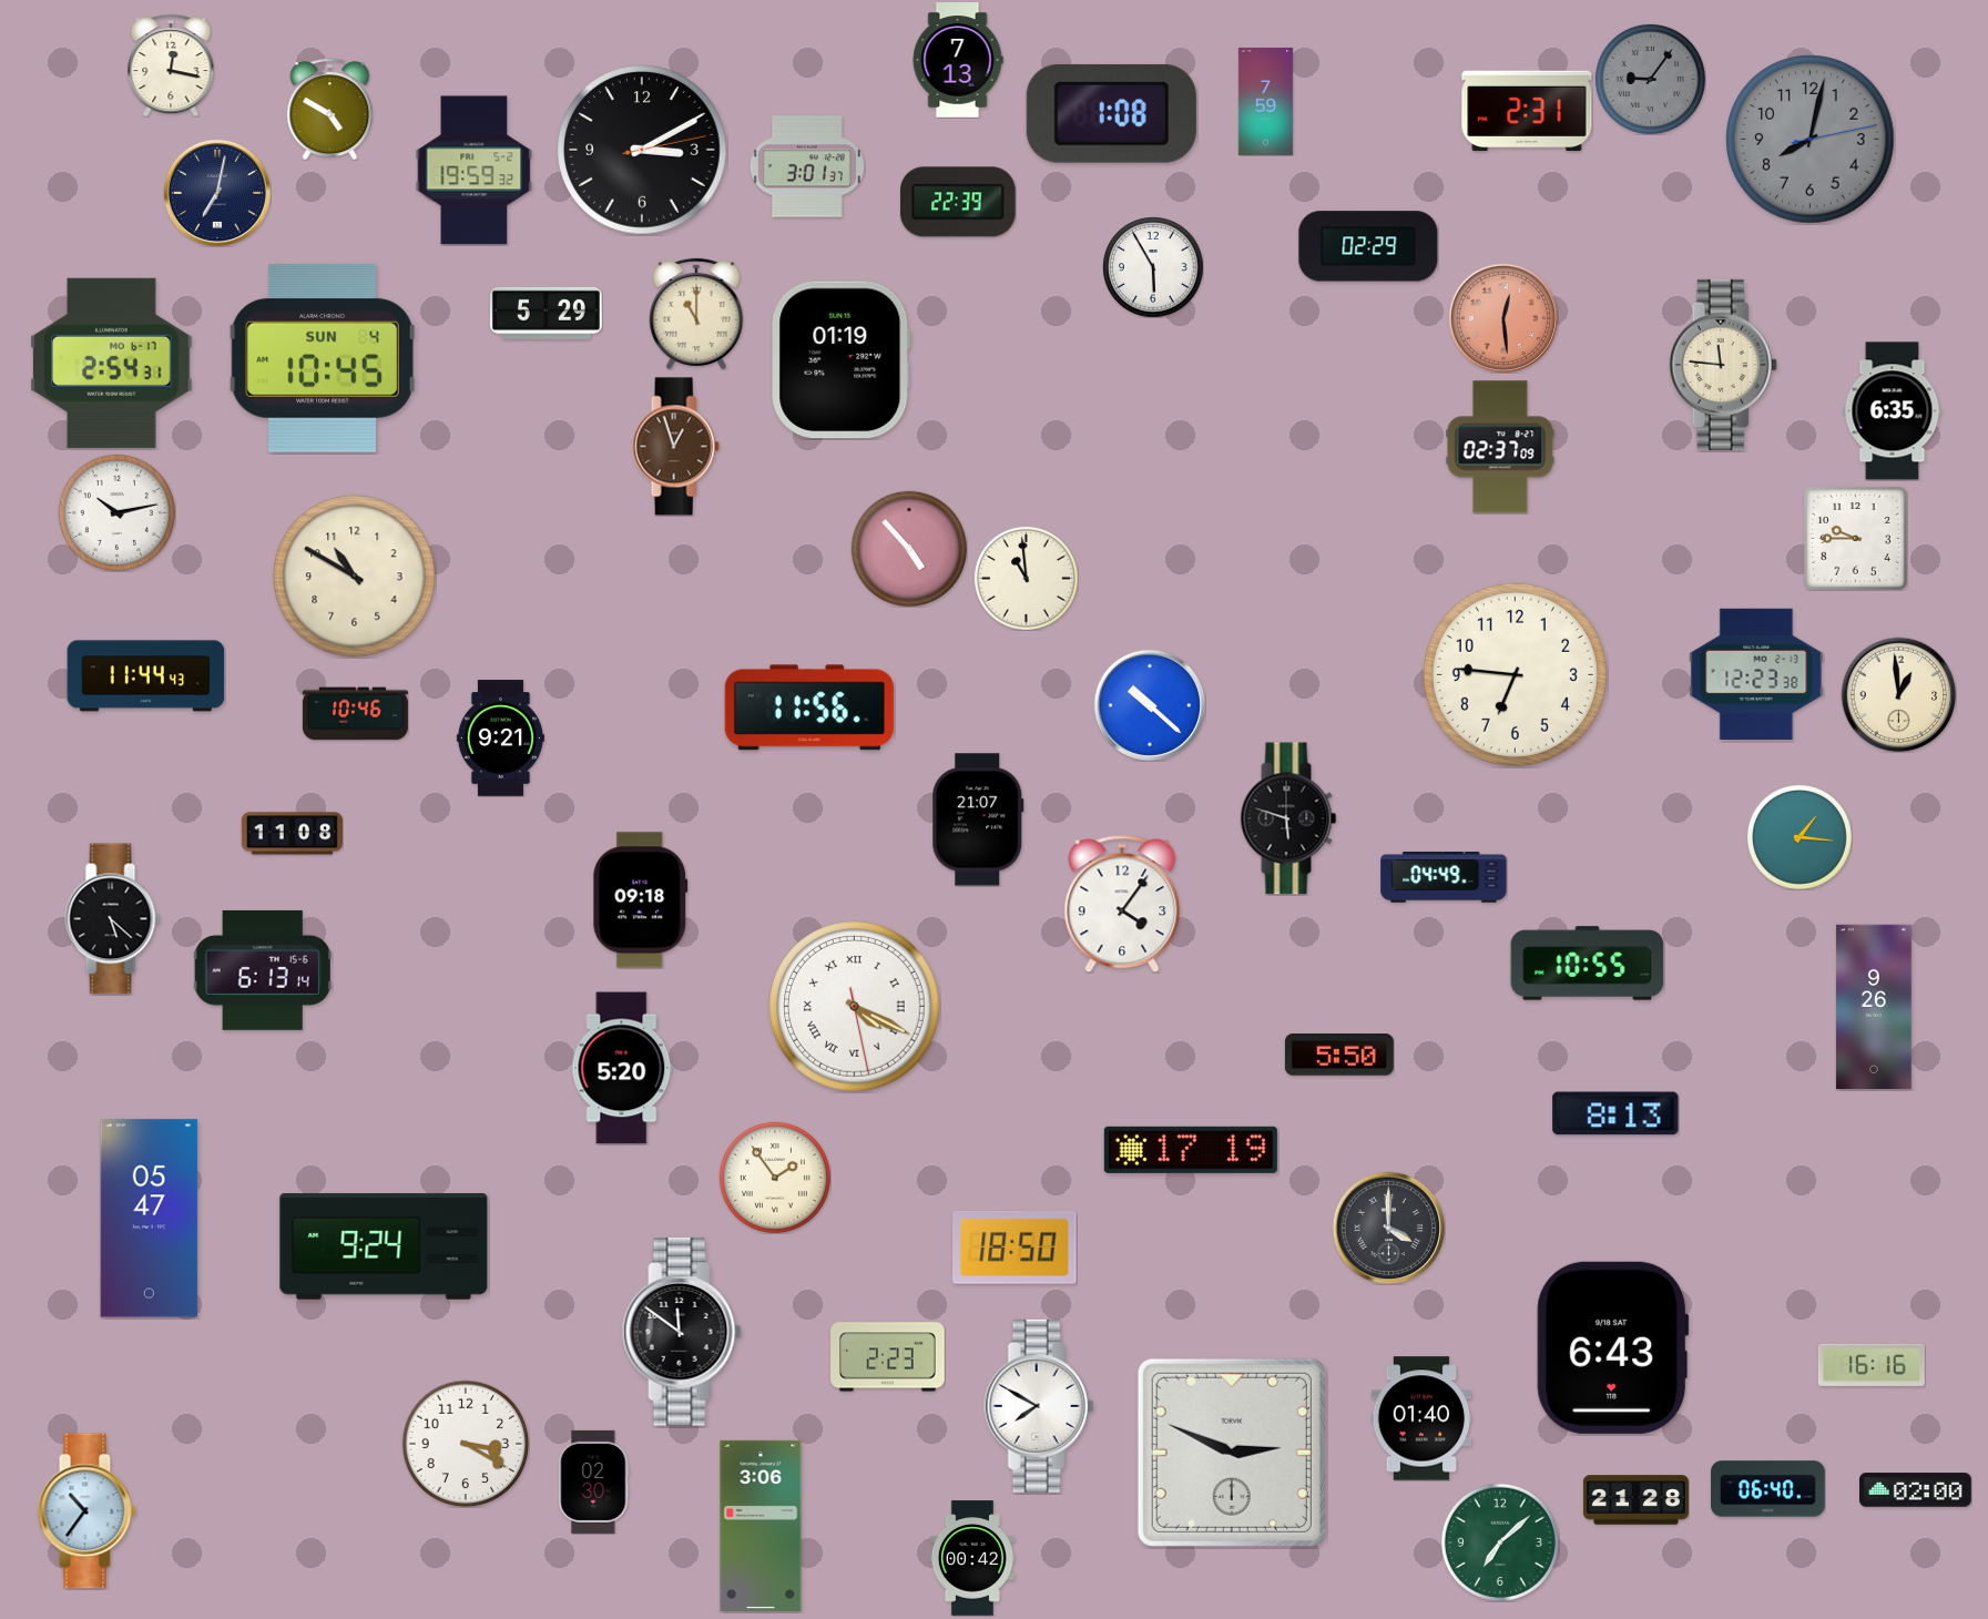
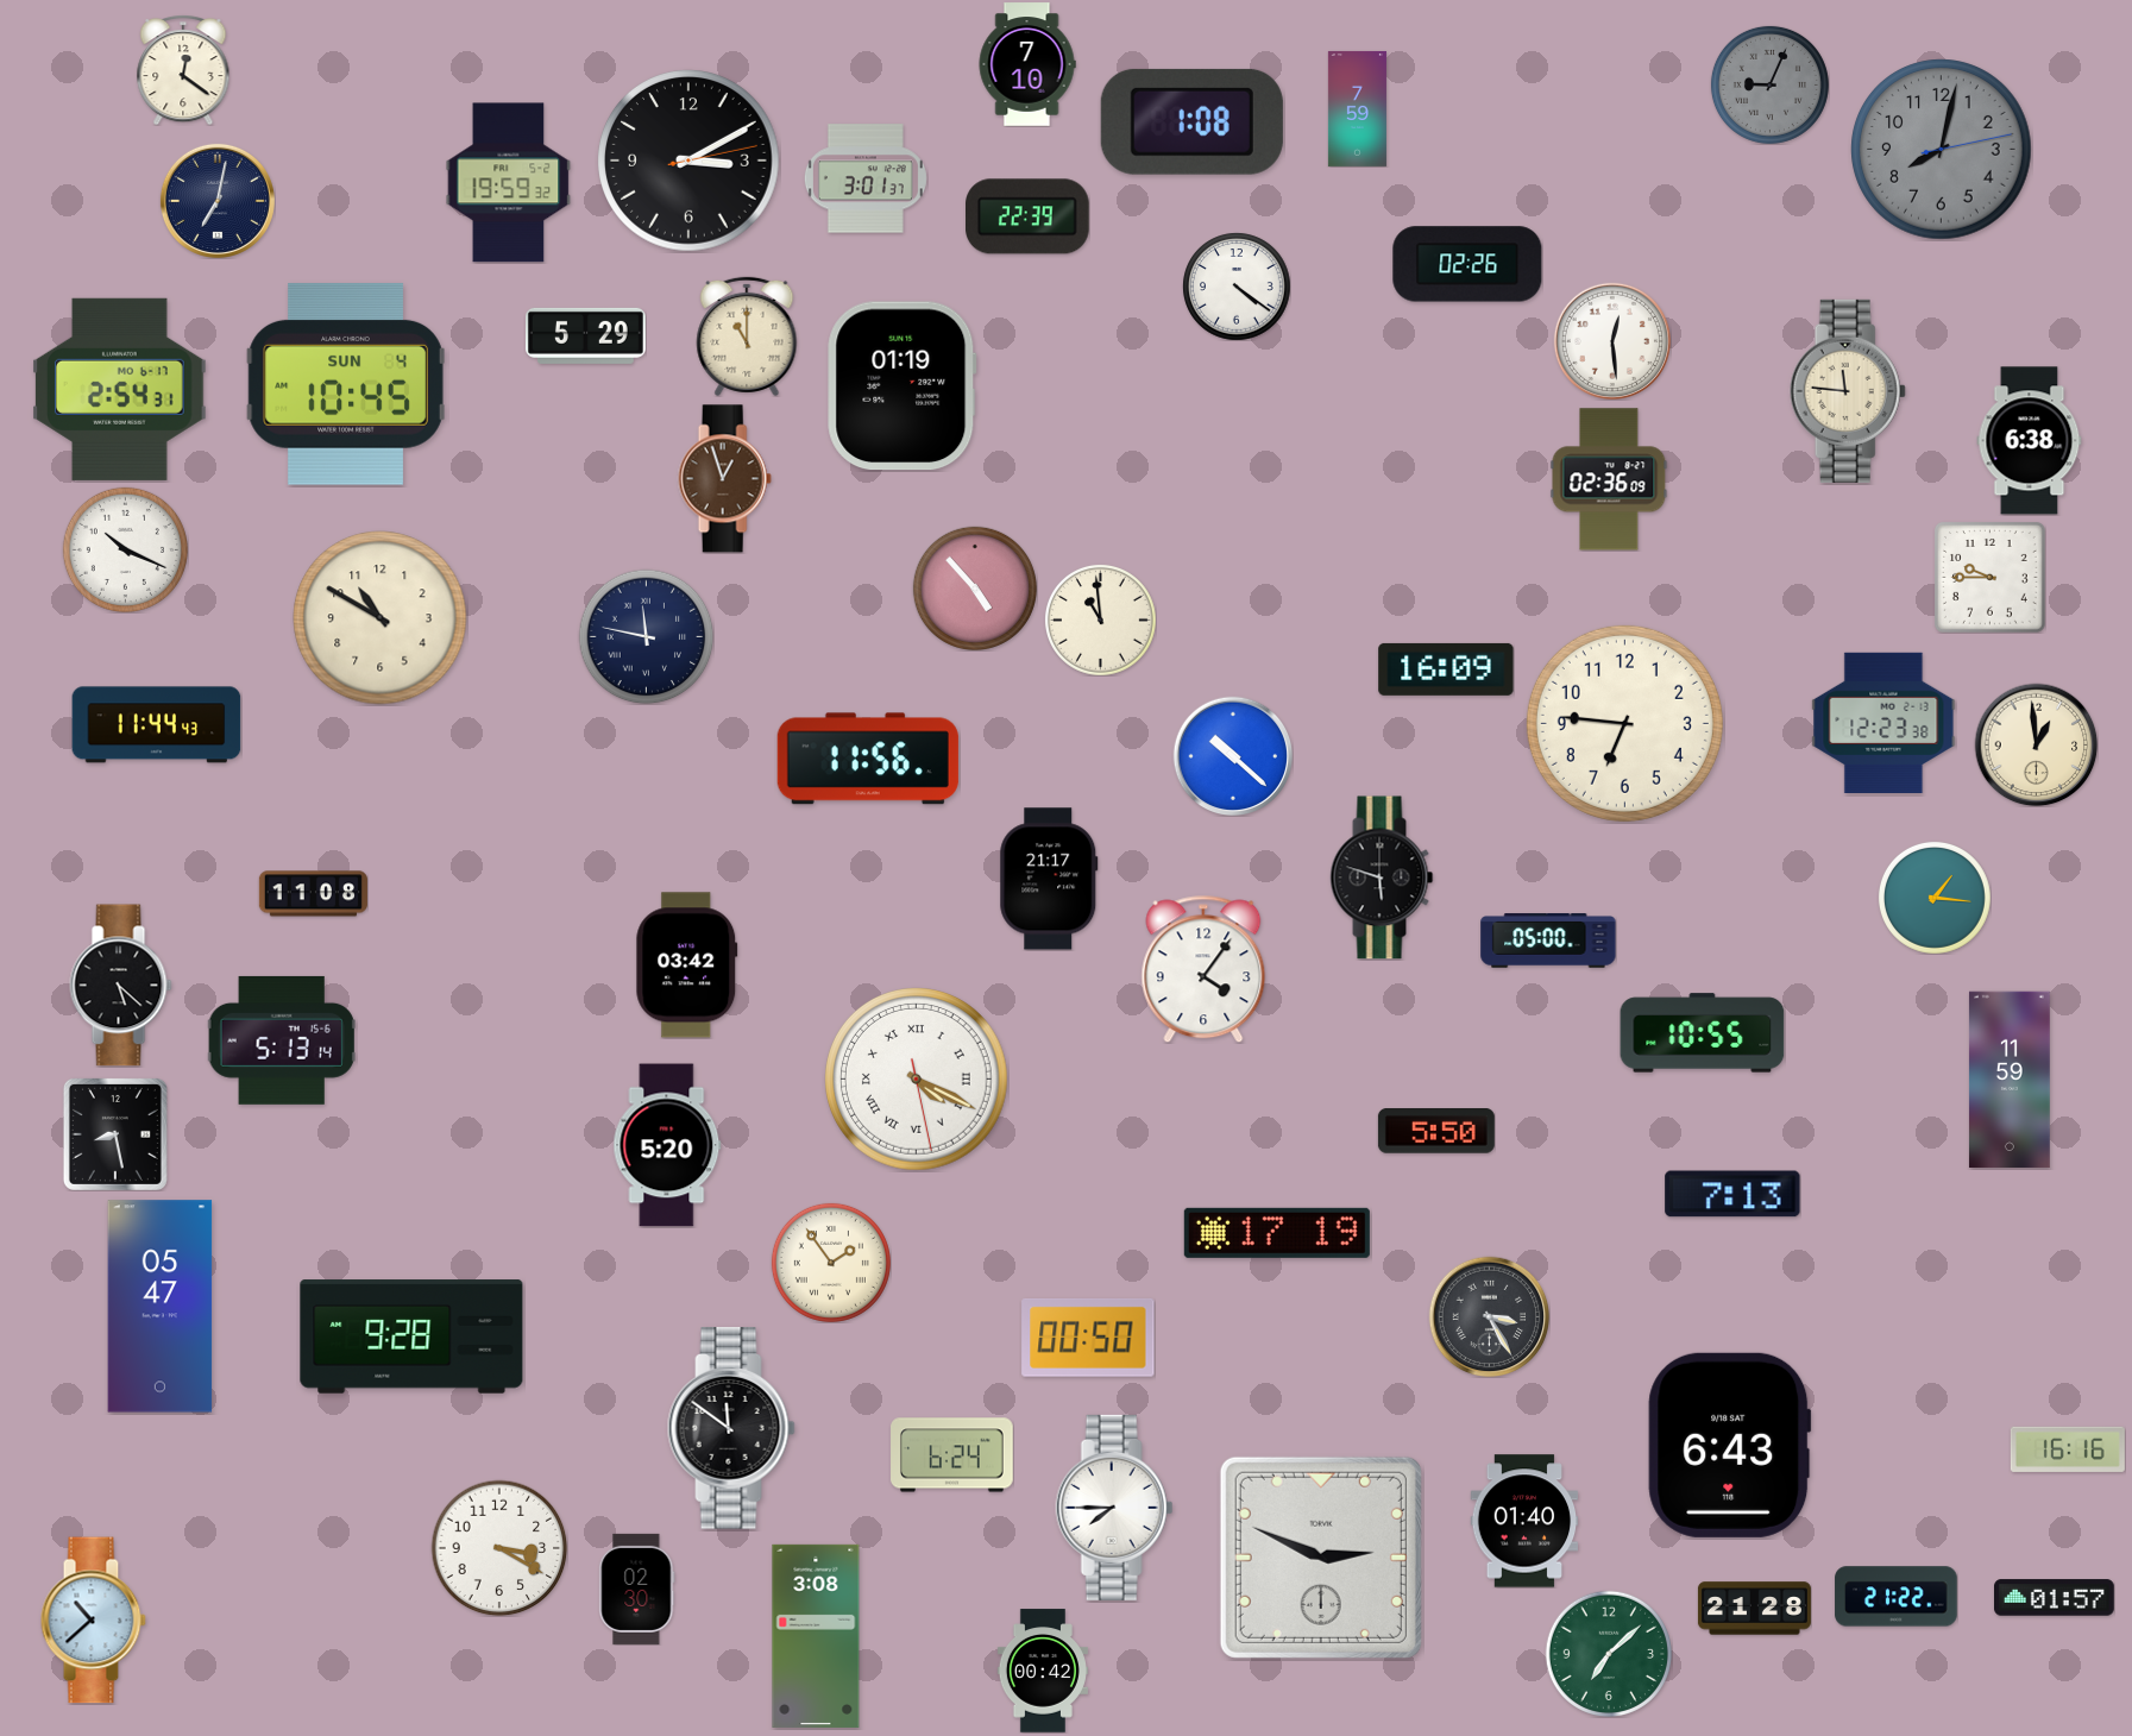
clock at (958, 60): 7:13 -> 7:10
clock at (171, 65): 12:17 -> 12:21
clock at (1650, 79): 9:06 -> 9:04
clock at (330, 109): 4:50 -> none
clock at (1527, 111): 2:31 -> none
clock at (217, 193) position: (217, 193) -> (218, 201)
clock at (1368, 246): 02:29 -> 02:26
clock at (1153, 267): 5:55 -> 4:21
clock at (1503, 318) dial: salmon -> white
clock at (1893, 411): 6:35 -> 6:38
clock at (1500, 447): 02:37 -> 02:36
clock at (116, 512): 10:13 -> 10:19
clock at (646, 636): none -> 11:47
clock at (1446, 669): none -> 16:09
clock at (355, 714): 10:46 -> none
clock at (500, 739): 9:21 -> none
clock at (978, 819): 21:07 -> 21:17
clock at (1800, 837) position: (1800, 837) -> (1935, 898)
clock at (1444, 877): 04:49 -> 05:00
clock at (641, 900): 09:18 -> 03:42
clock at (263, 970): 6:13 -> 5:13
clock at (1874, 1007): 9:26 -> 11:59
clock at (115, 1134): none -> 8:28
clock at (1615, 1113): 8:13 -> 7:13
clock at (1388, 1228): 4:00 -> 3:25
clock at (384, 1246): 9:24 -> 9:28
clock at (1015, 1248): 18:50 -> 00:50
clock at (888, 1357): 2:23 -> 6:24
clock at (1872, 1365) position: (1872, 1365) -> (2068, 1449)
clock at (1039, 1406): 7:50 -> 7:45
clock at (1768, 1489): 06:40 -> 21:22
clock at (1916, 1490): 02:00 -> 01:57
clock at (86, 1511): 10:36 -> 10:38
clock at (761, 1526): 3:06 -> 3:08
